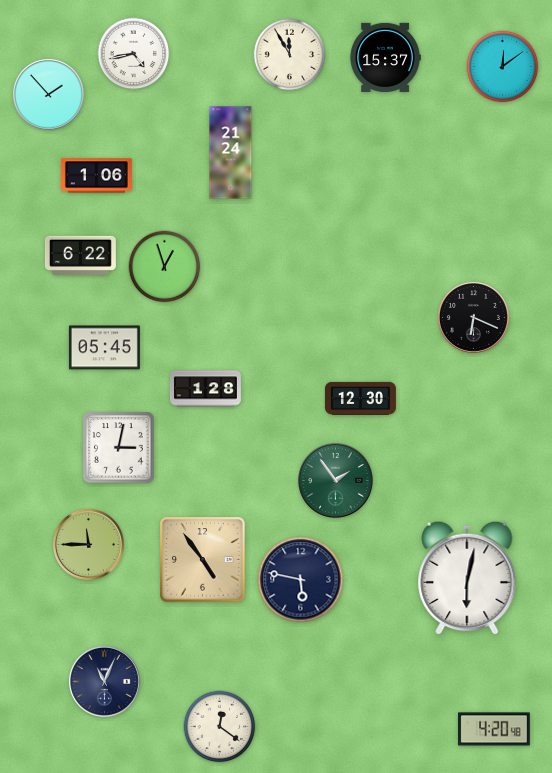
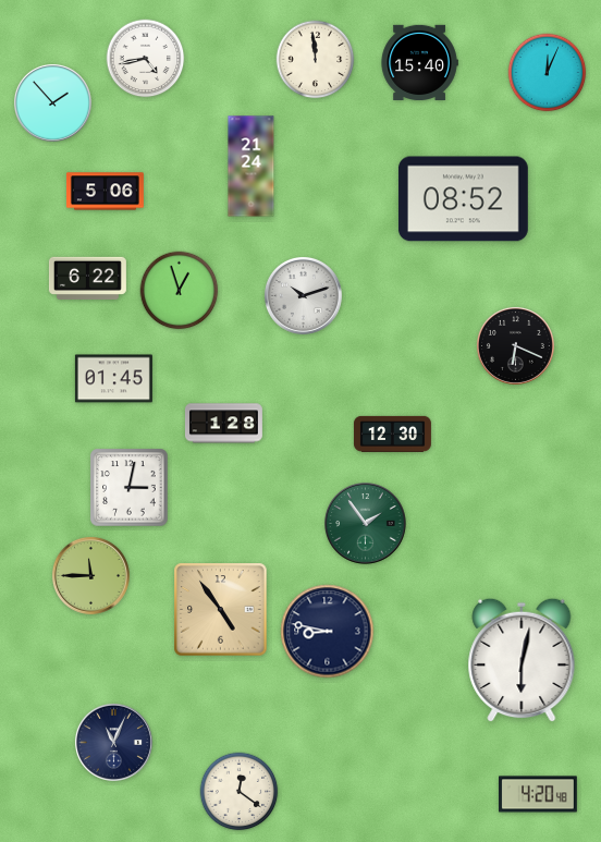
clock at (290, 55): 11:55 -> 11:59
clock at (385, 57): 15:37 -> 15:40
clock at (503, 67): 12:09 -> 12:04
clock at (96, 176): 1:06 -> 5:06
clock at (463, 199): none -> 08:52
clock at (303, 295): none -> 10:12
clock at (104, 348): 05:45 -> 01:45
clock at (88, 544) position: (88, 544) -> (90, 575)
clock at (467, 578) position: (467, 578) -> (522, 660)
clock at (301, 580): 5:47 -> 8:47
